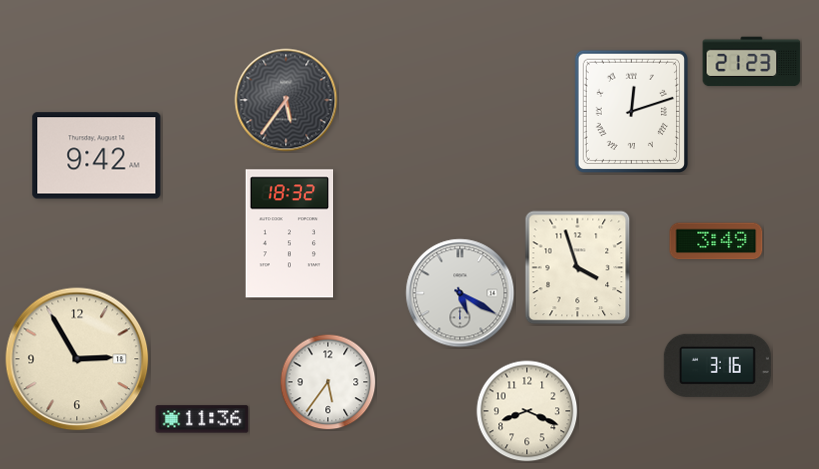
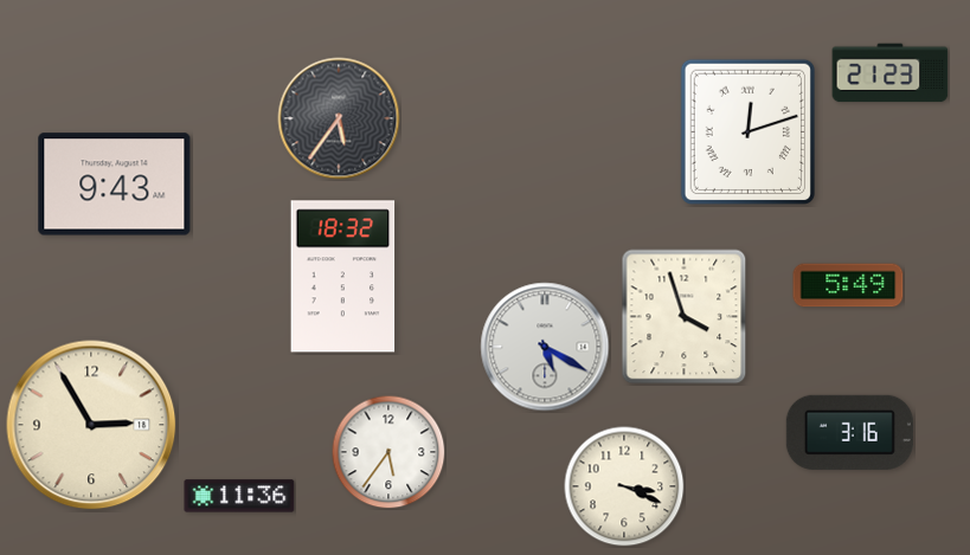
clock at (97, 156): 9:42 -> 9:43
clock at (716, 241): 3:49 -> 5:49
clock at (527, 411): 8:19 -> 3:19
